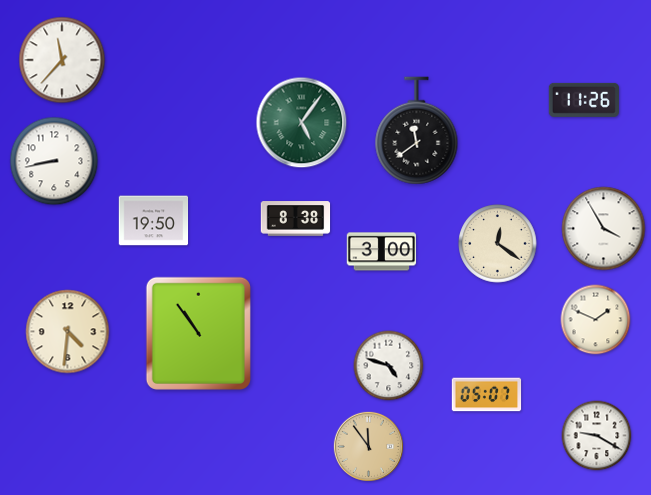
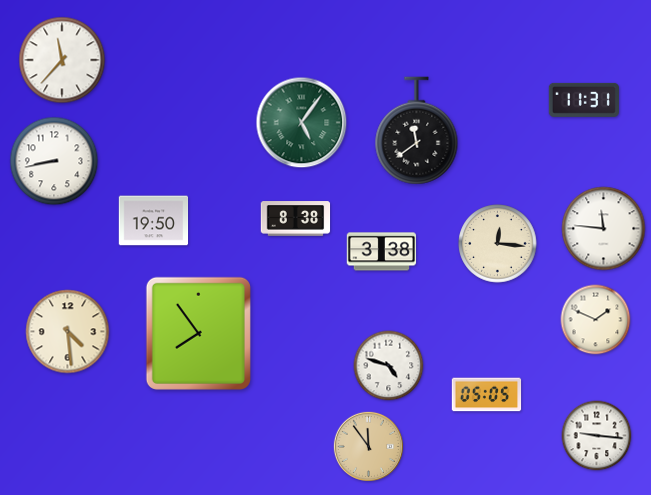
clock at (584, 100): 11:26 -> 11:31
clock at (604, 229): 3:55 -> 11:46
clock at (498, 244): 12:21 -> 12:16
clock at (382, 252): 3:00 -> 3:38
clock at (68, 332): 4:31 -> 4:29
clock at (198, 333): 10:54 -> 7:54
clock at (487, 395): 05:07 -> 05:05
clock at (597, 436): 9:20 -> 9:16
